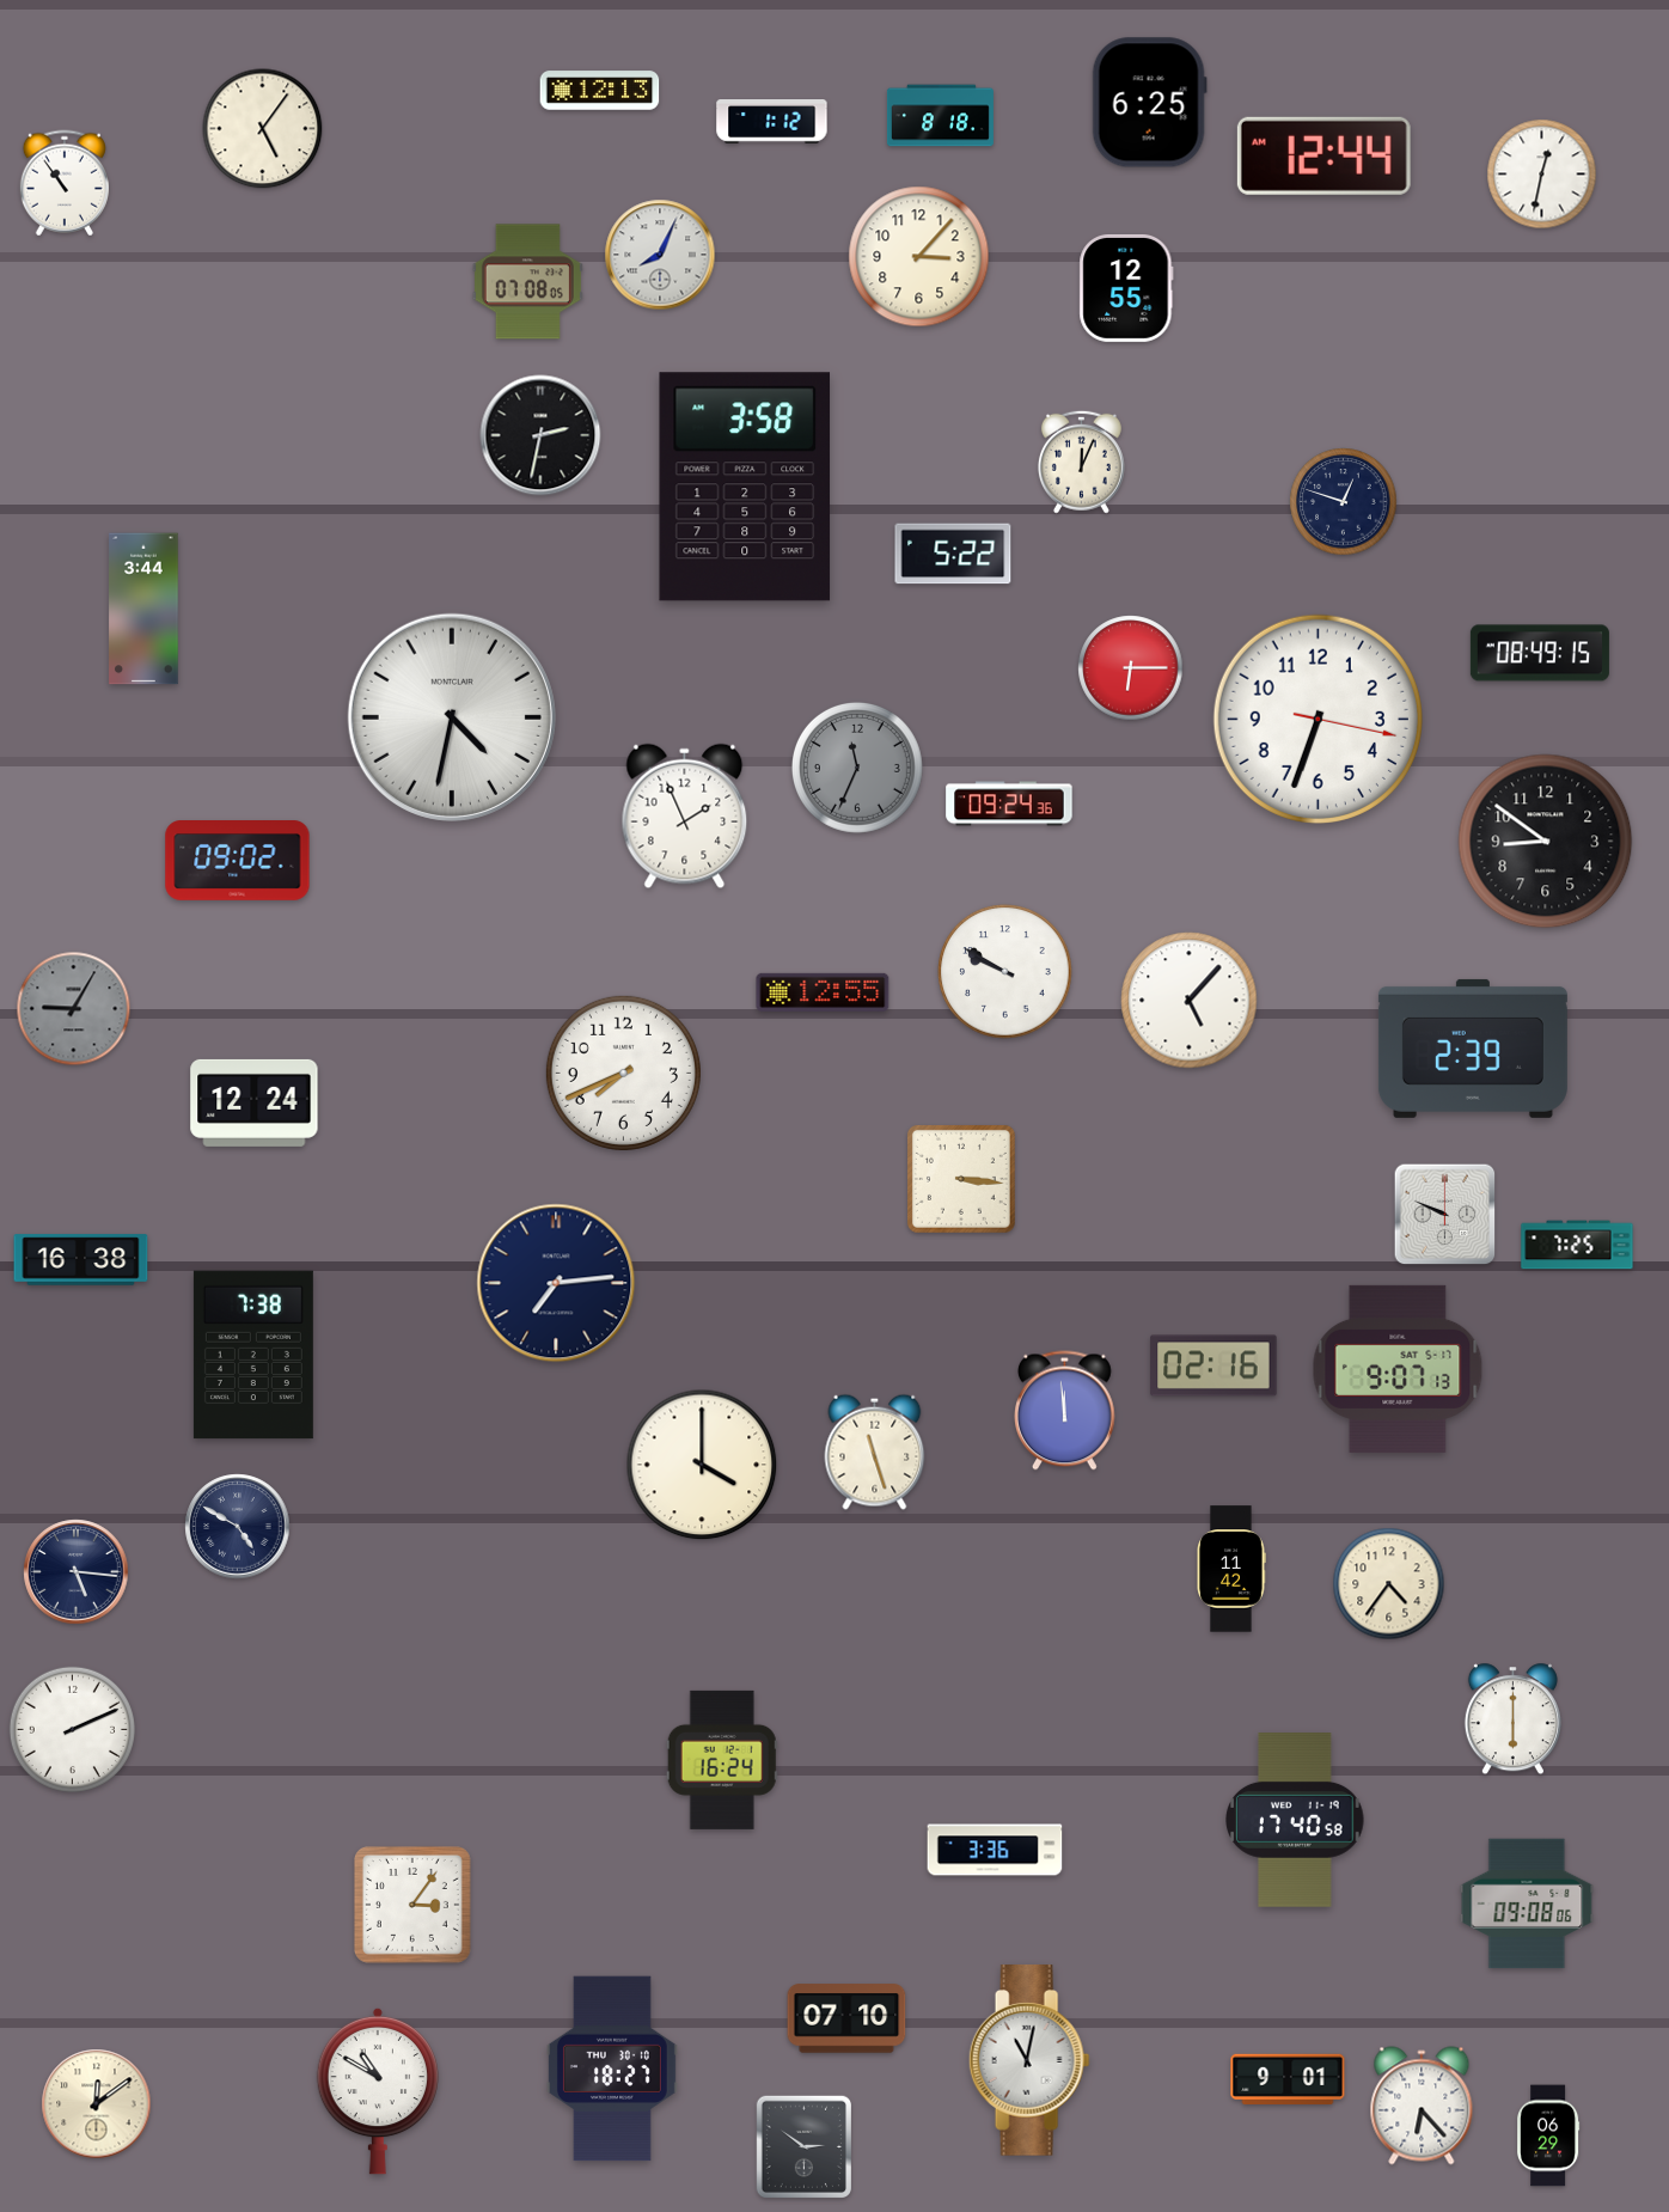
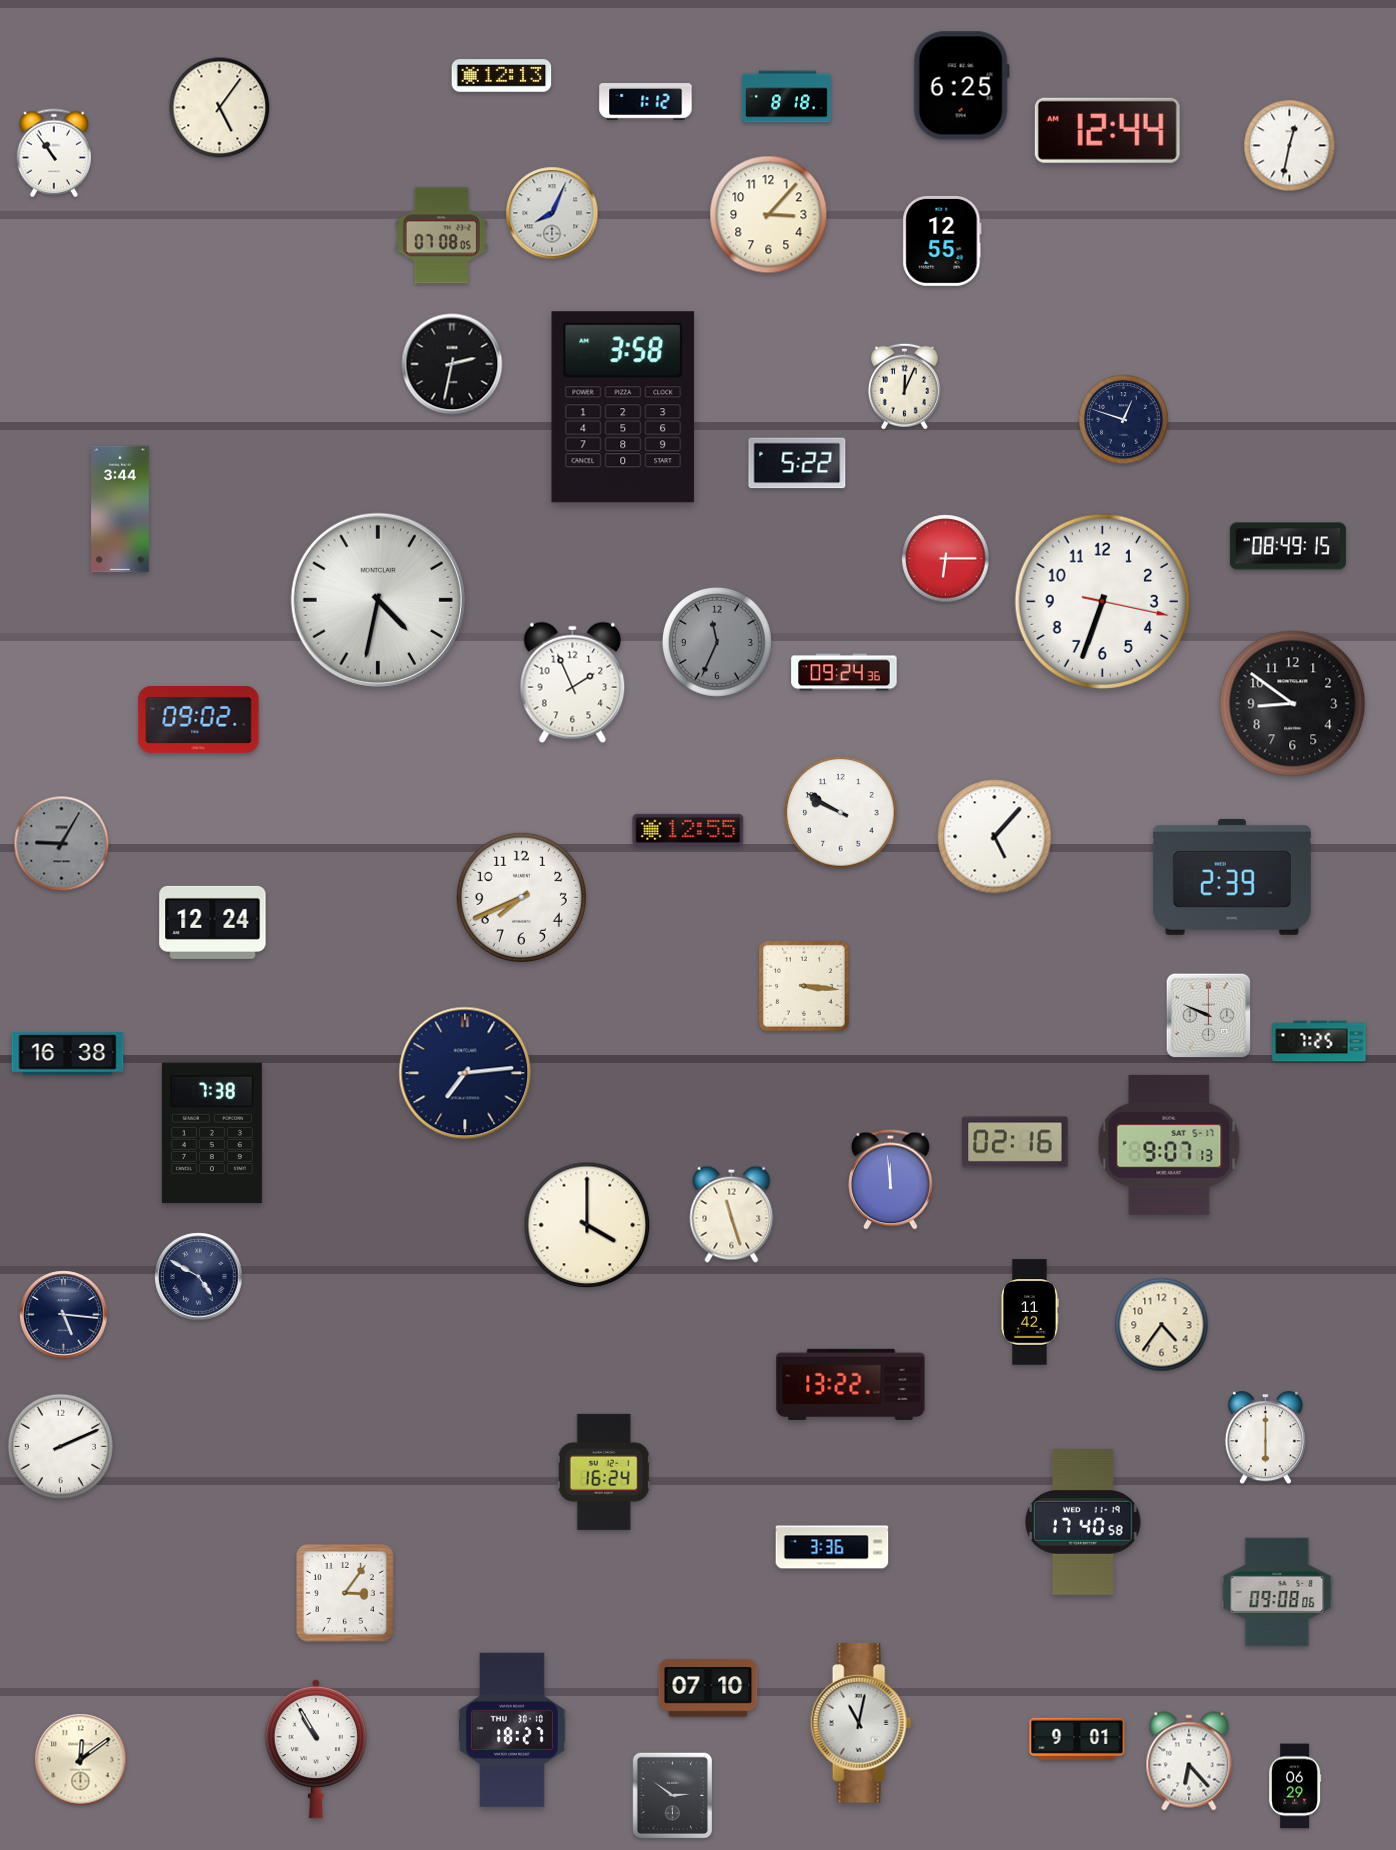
clock at (851, 1384): none -> 13:22
clock at (377, 2091): 10:50 -> 10:55
